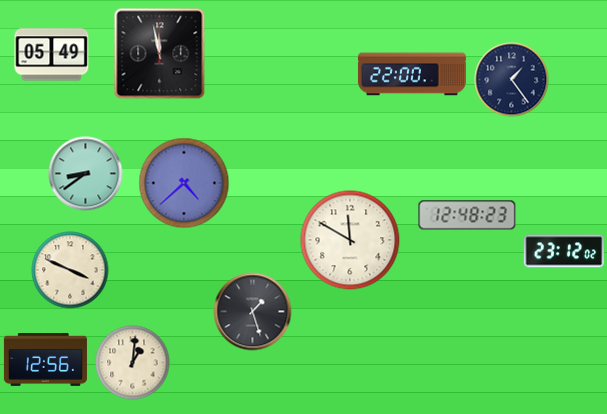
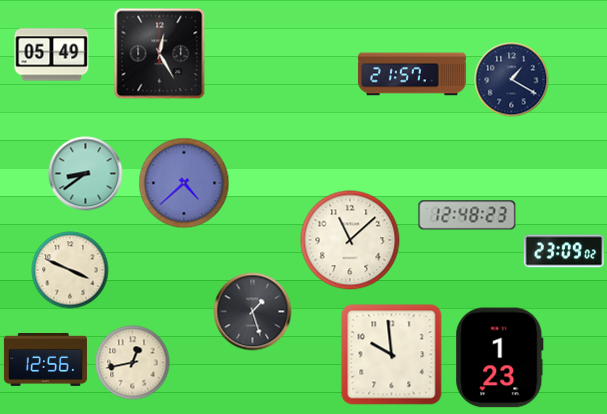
clock at (160, 54): 11:58 -> 12:25
clock at (412, 74): 22:00 -> 21:57
clock at (512, 80): 1:24 -> 1:20
clock at (350, 240): 11:50 -> 11:08
clock at (564, 251): 23:12 -> 23:09
clock at (392, 355): none -> 9:59
clock at (500, 358): none -> 1:23
clock at (133, 363): 1:01 -> 12:43
